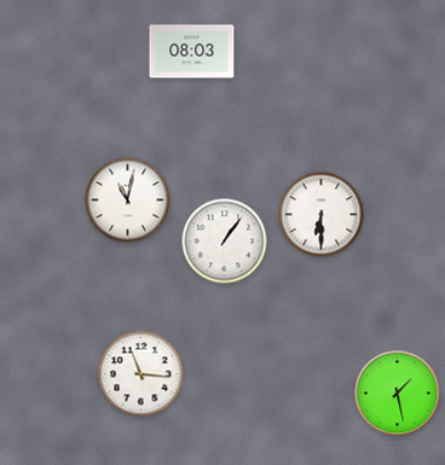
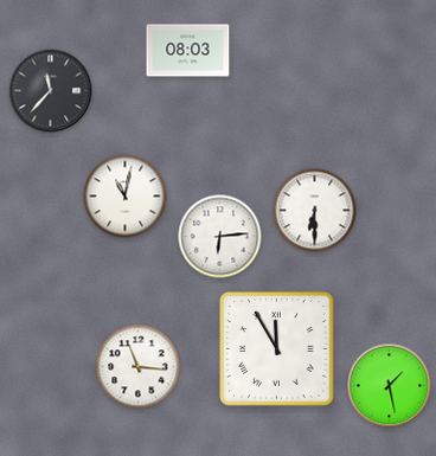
clock at (51, 91): none -> 11:37
clock at (225, 242): 1:06 -> 6:14
clock at (277, 349): none -> 11:55
